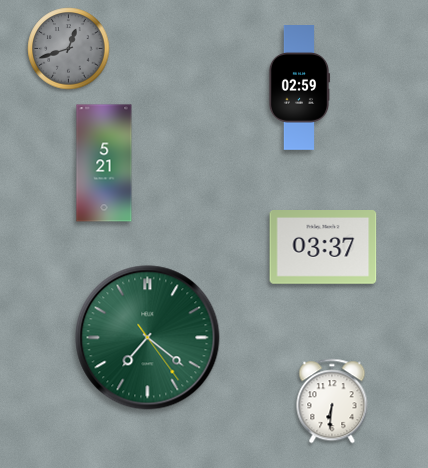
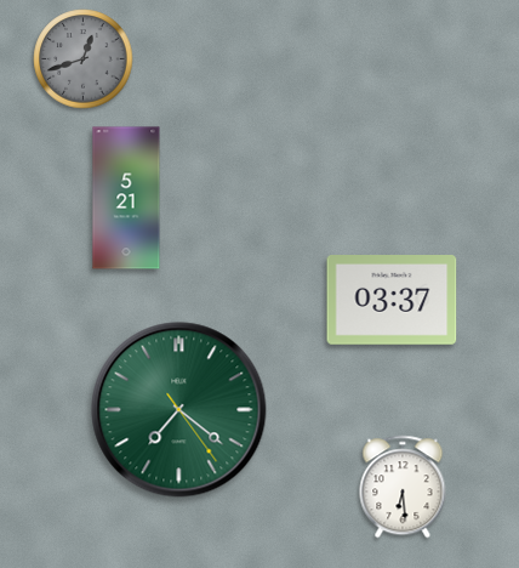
clock at (299, 88): 02:59 -> none
clock at (332, 401): 6:31 -> 6:29
